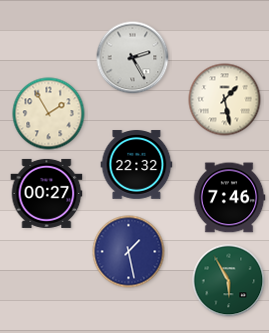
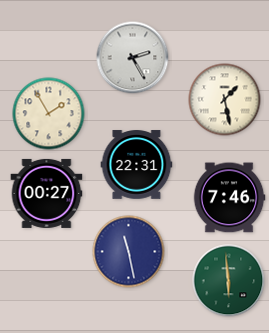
clock at (137, 165): 22:32 -> 22:31
clock at (129, 252): 1:28 -> 11:28
clock at (229, 281): 5:55 -> 5:59
